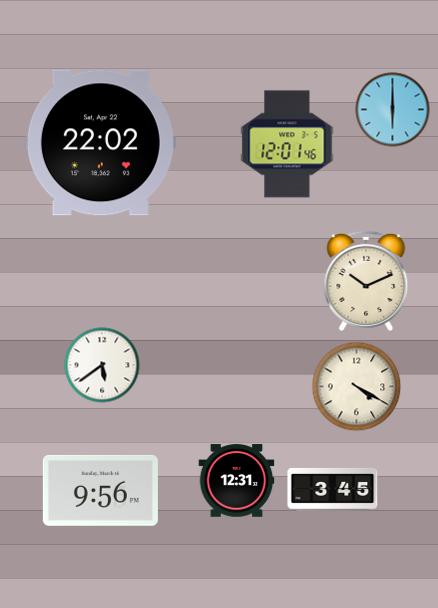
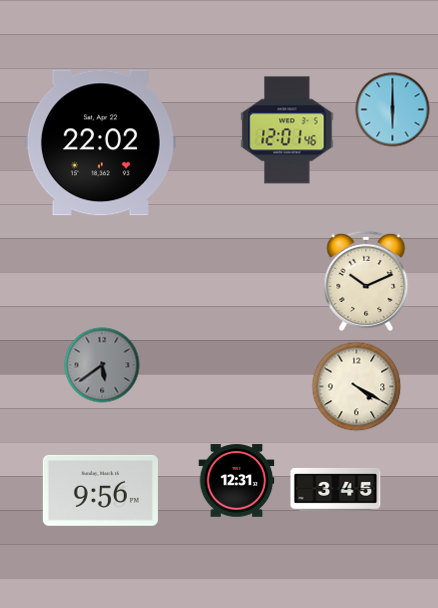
clock at (287, 144) position: (287, 144) -> (287, 130)
clock at (102, 365) dial: white -> grey
clock at (333, 489) position: (333, 489) -> (336, 489)
